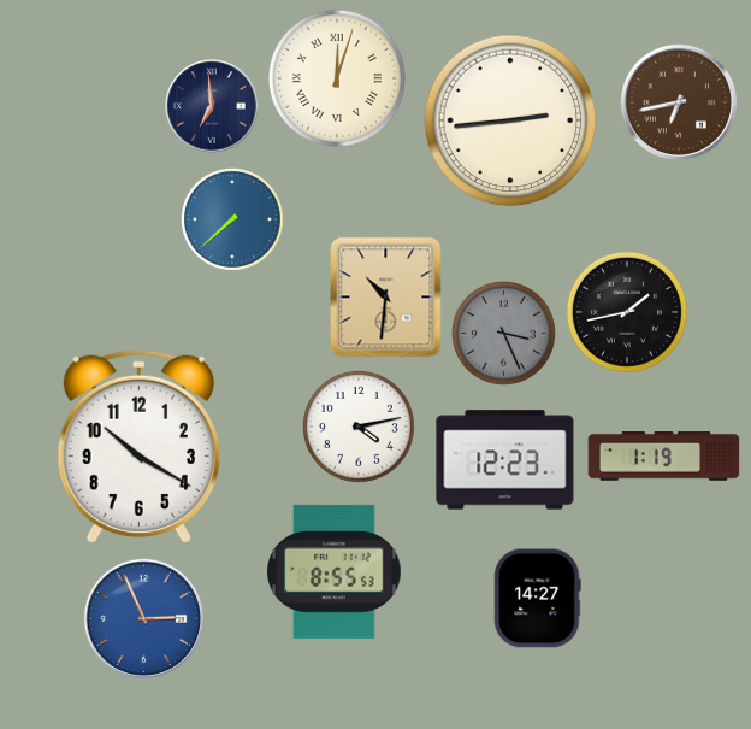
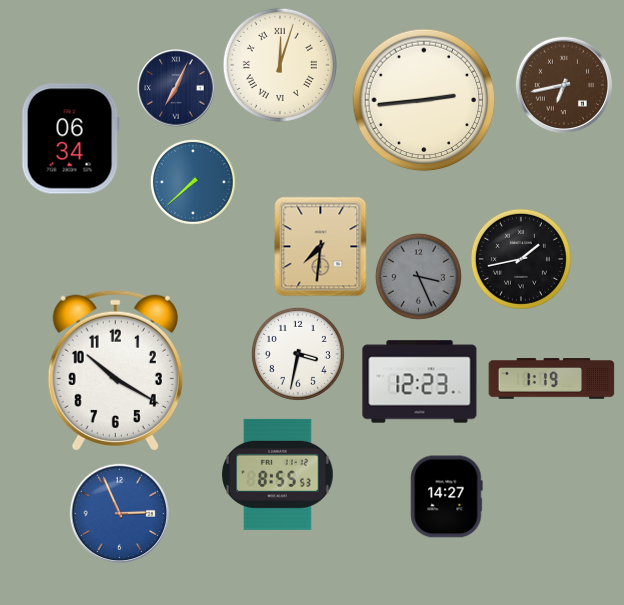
clock at (212, 106): 6:59 -> 7:04
clock at (70, 139): none -> 06:34
clock at (386, 298): 10:31 -> 7:31
clock at (359, 427): 4:13 -> 3:32
